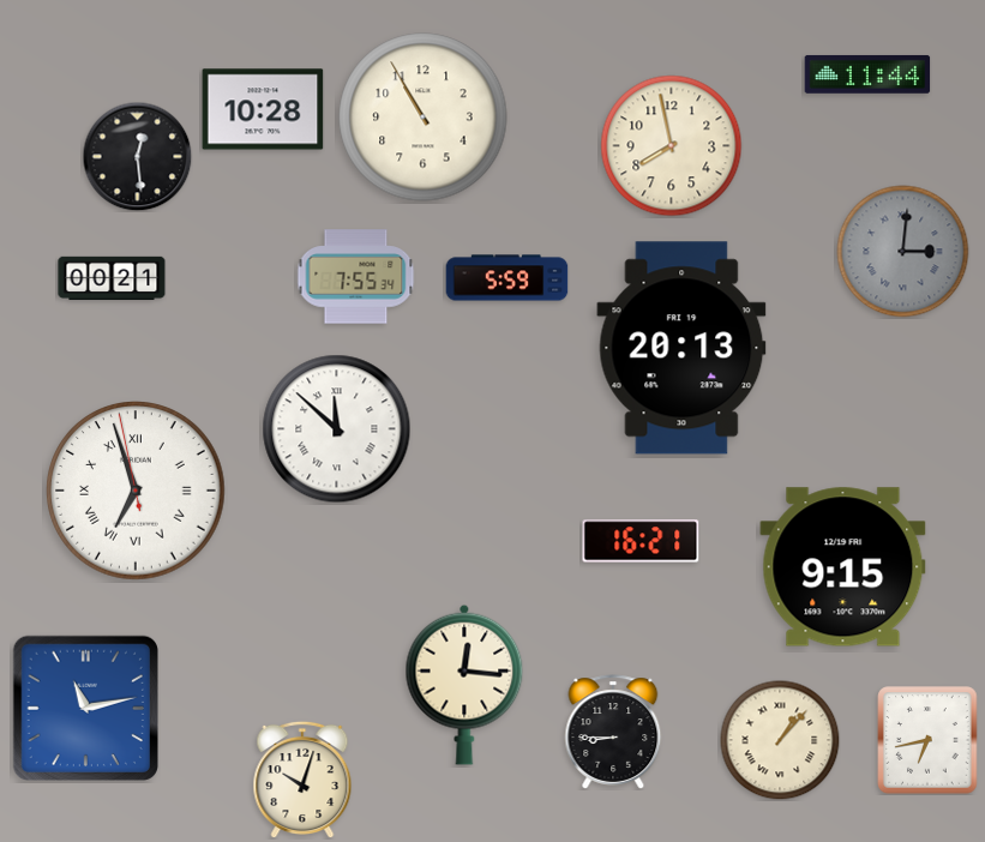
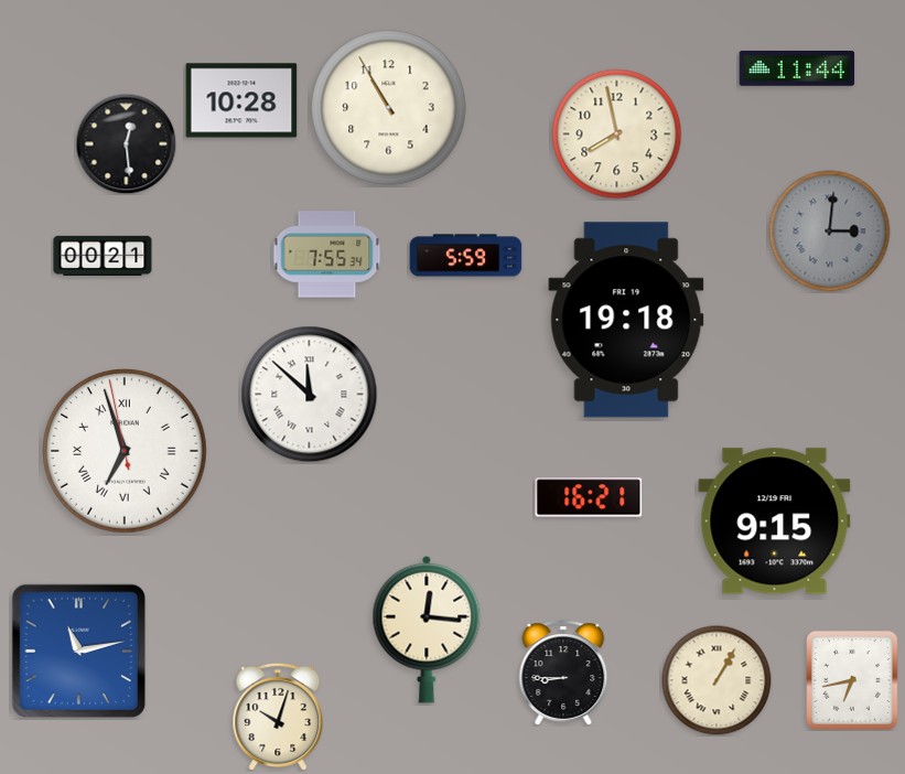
clock at (681, 348): 20:13 -> 19:18
clock at (780, 740): 1:07 -> 1:05
